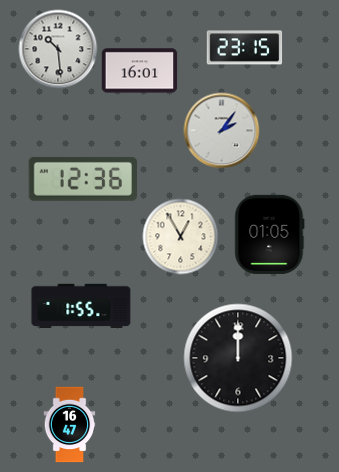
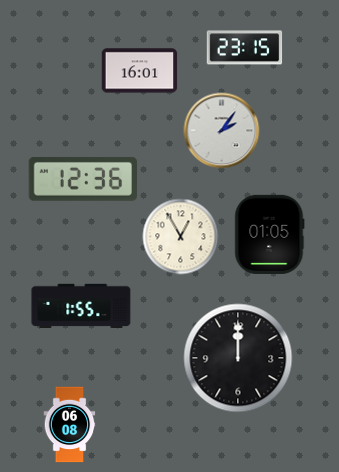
clock at (58, 49): 10:29 -> none
clock at (70, 425): 16:47 -> 06:08
